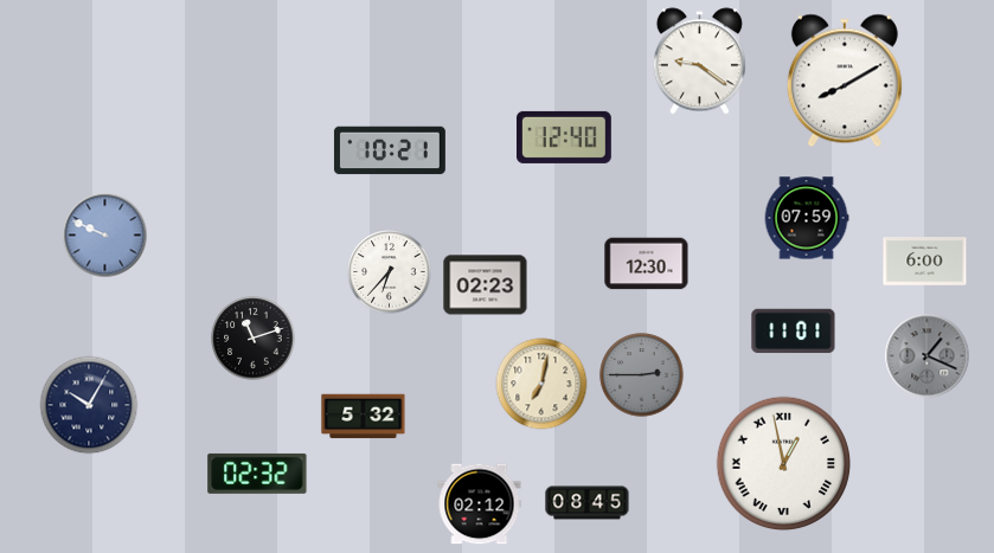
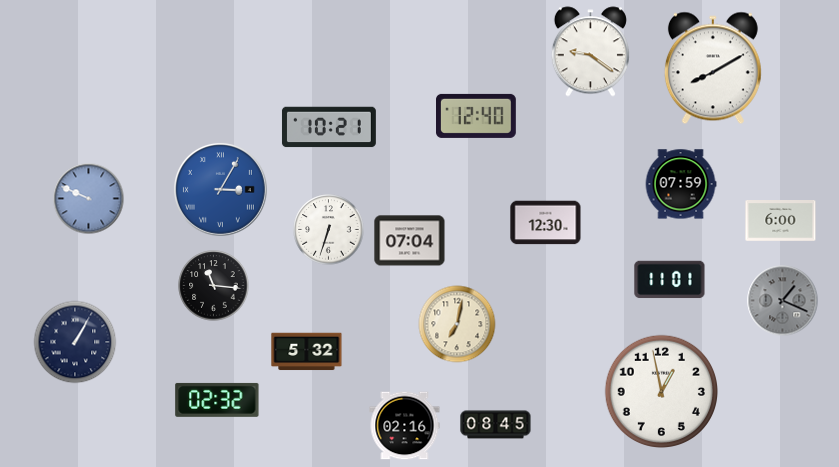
clock at (220, 189): none -> 3:05
clock at (390, 272): 6:37 -> 6:33
clock at (486, 285): 02:23 -> 07:04
clock at (254, 339): 11:12 -> 11:16
clock at (642, 375): 2:45 -> none
clock at (89, 405): 10:05 -> 1:05
clock at (783, 463) numerals: Roman -> Arabic
clock at (480, 504): 02:12 -> 02:16
